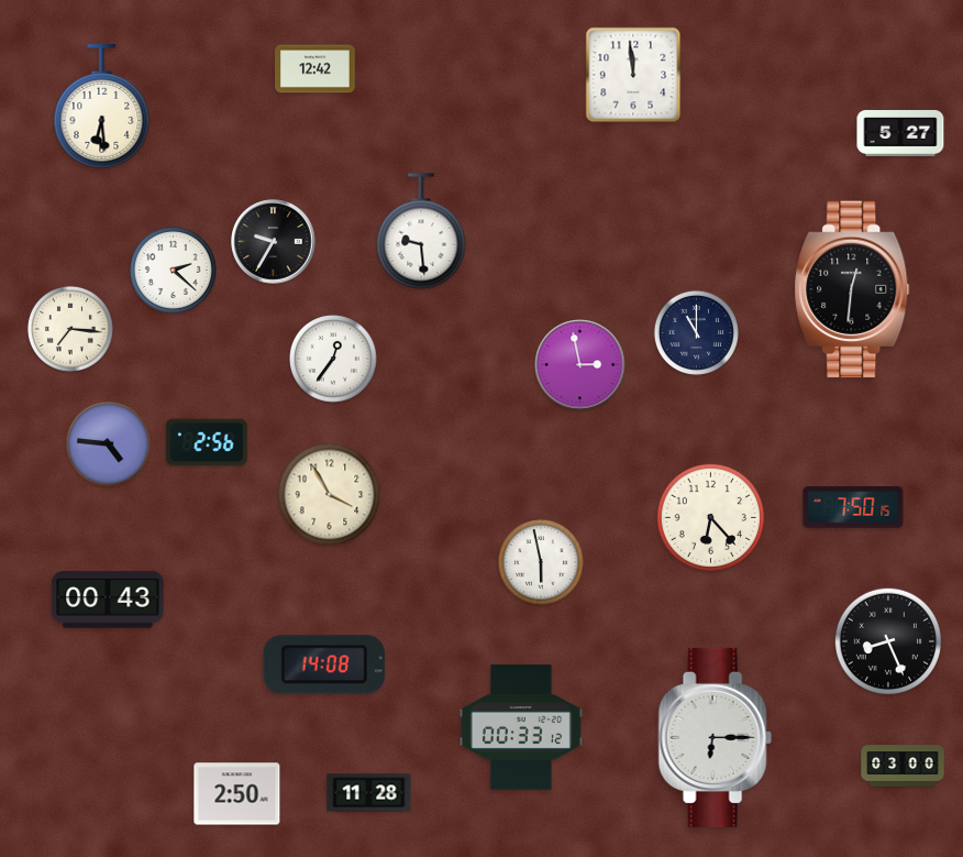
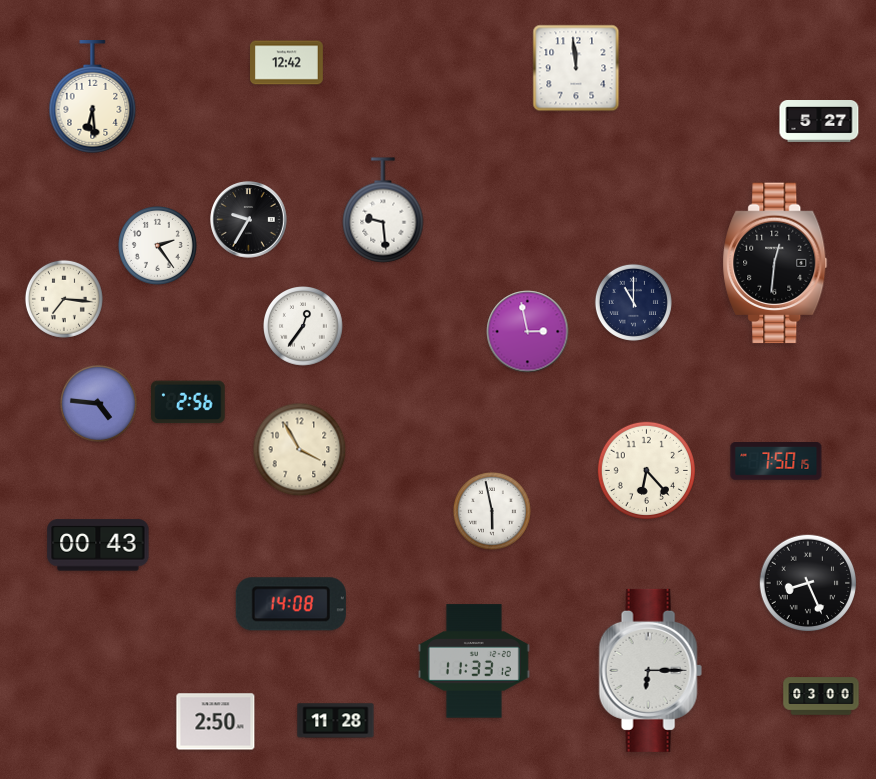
clock at (173, 270): 2:22 -> 2:24
clock at (324, 664) position: (324, 664) -> (291, 604)
clock at (521, 727): 00:33 -> 11:33
